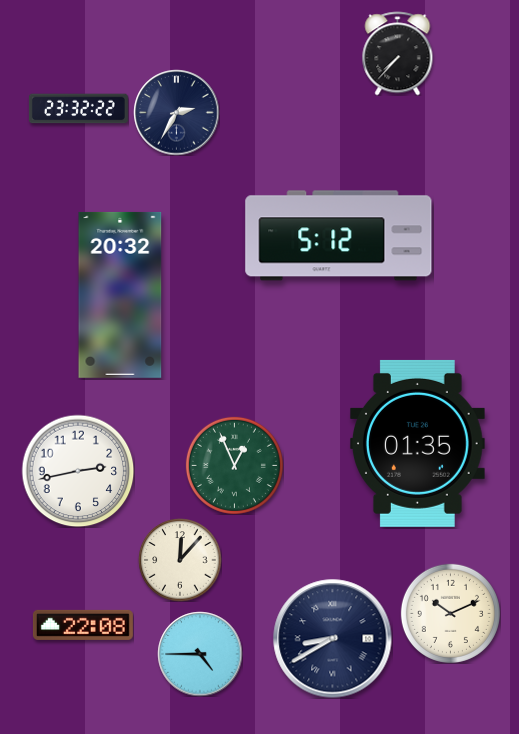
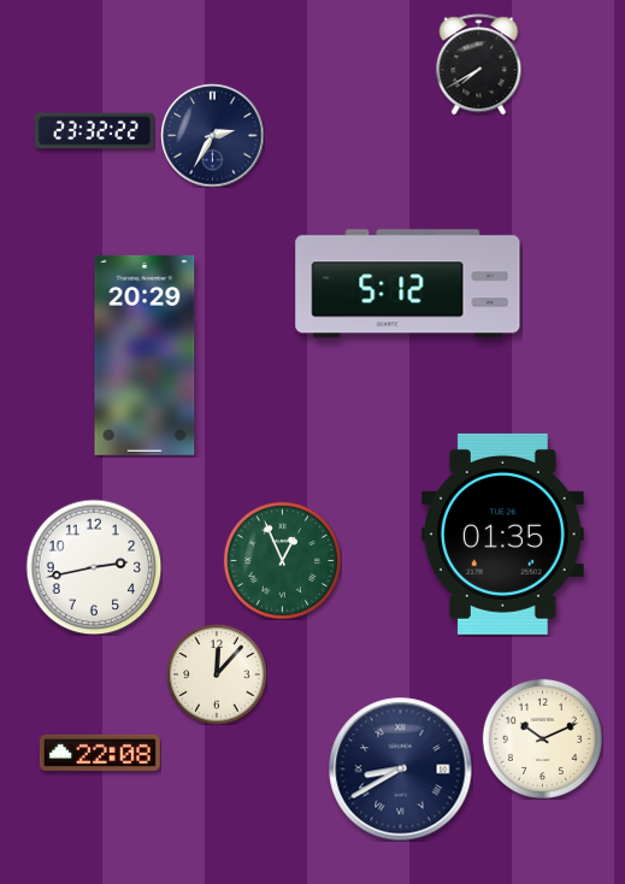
clock at (398, 53): 7:37 -> 7:40
clock at (120, 295): 20:32 -> 20:29
clock at (200, 654): 4:45 -> none
